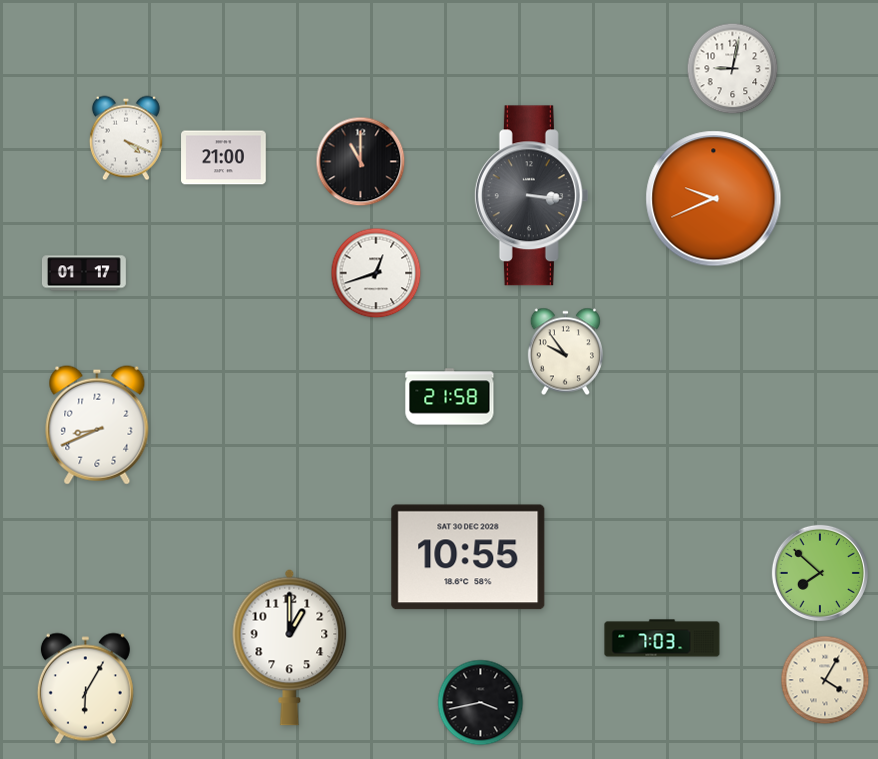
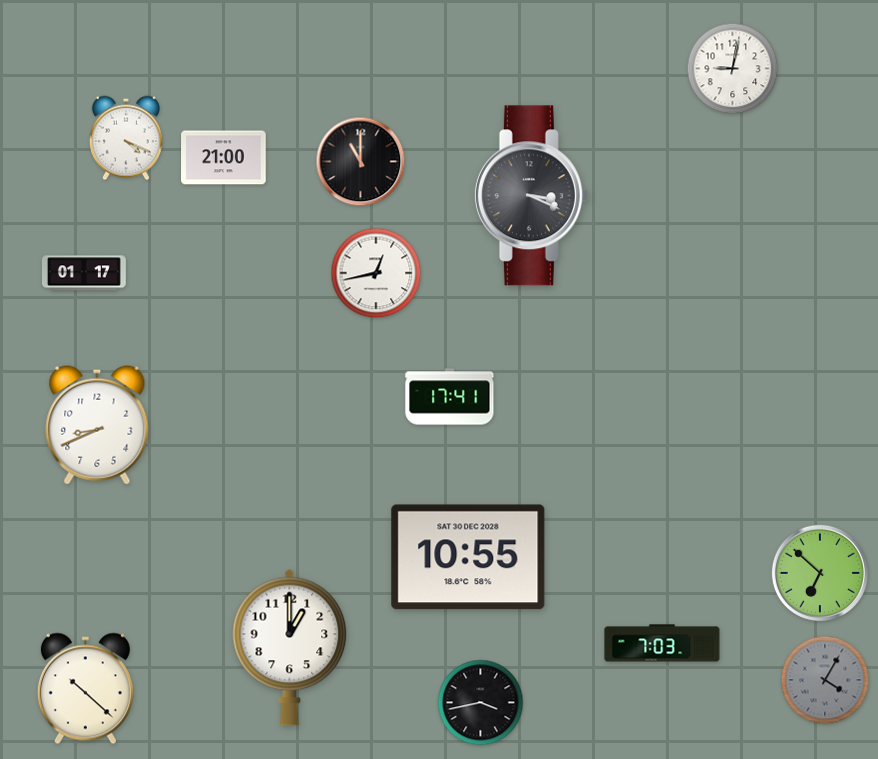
clock at (531, 196): 3:16 -> 3:19
clock at (714, 199): 9:41 -> none
clock at (376, 273): 12:42 -> 12:43
clock at (565, 352): 9:54 -> none
clock at (450, 397): 21:58 -> 17:41
clock at (820, 573): 7:52 -> 6:52
clock at (662, 638) position: (662, 638) -> (662, 643)
clock at (825, 680) dial: cream -> grey
clock at (85, 689): 6:05 -> 10:22
